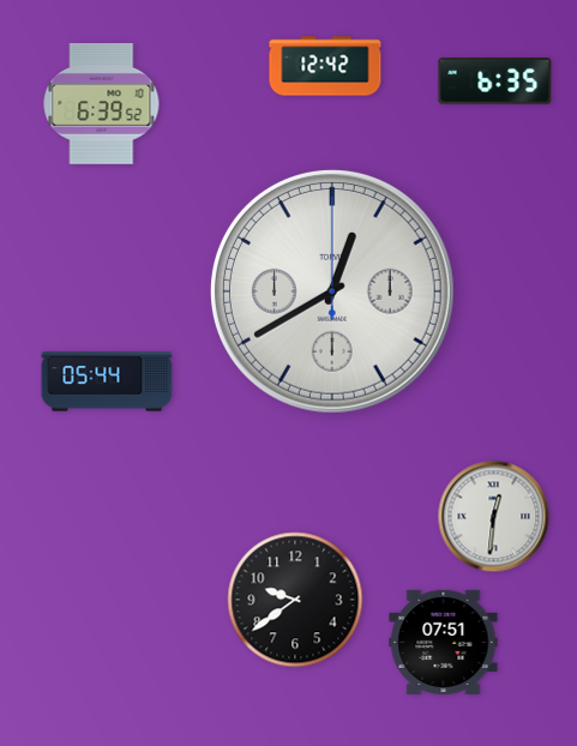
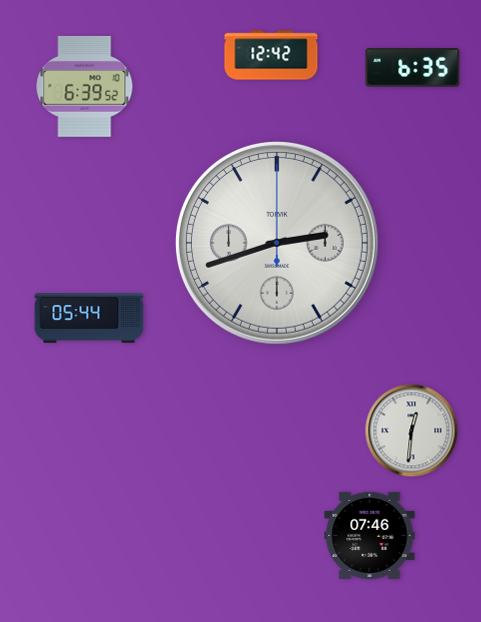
clock at (332, 291): 12:40 -> 2:42
clock at (295, 600): 9:39 -> none
clock at (444, 642): 07:51 -> 07:46
